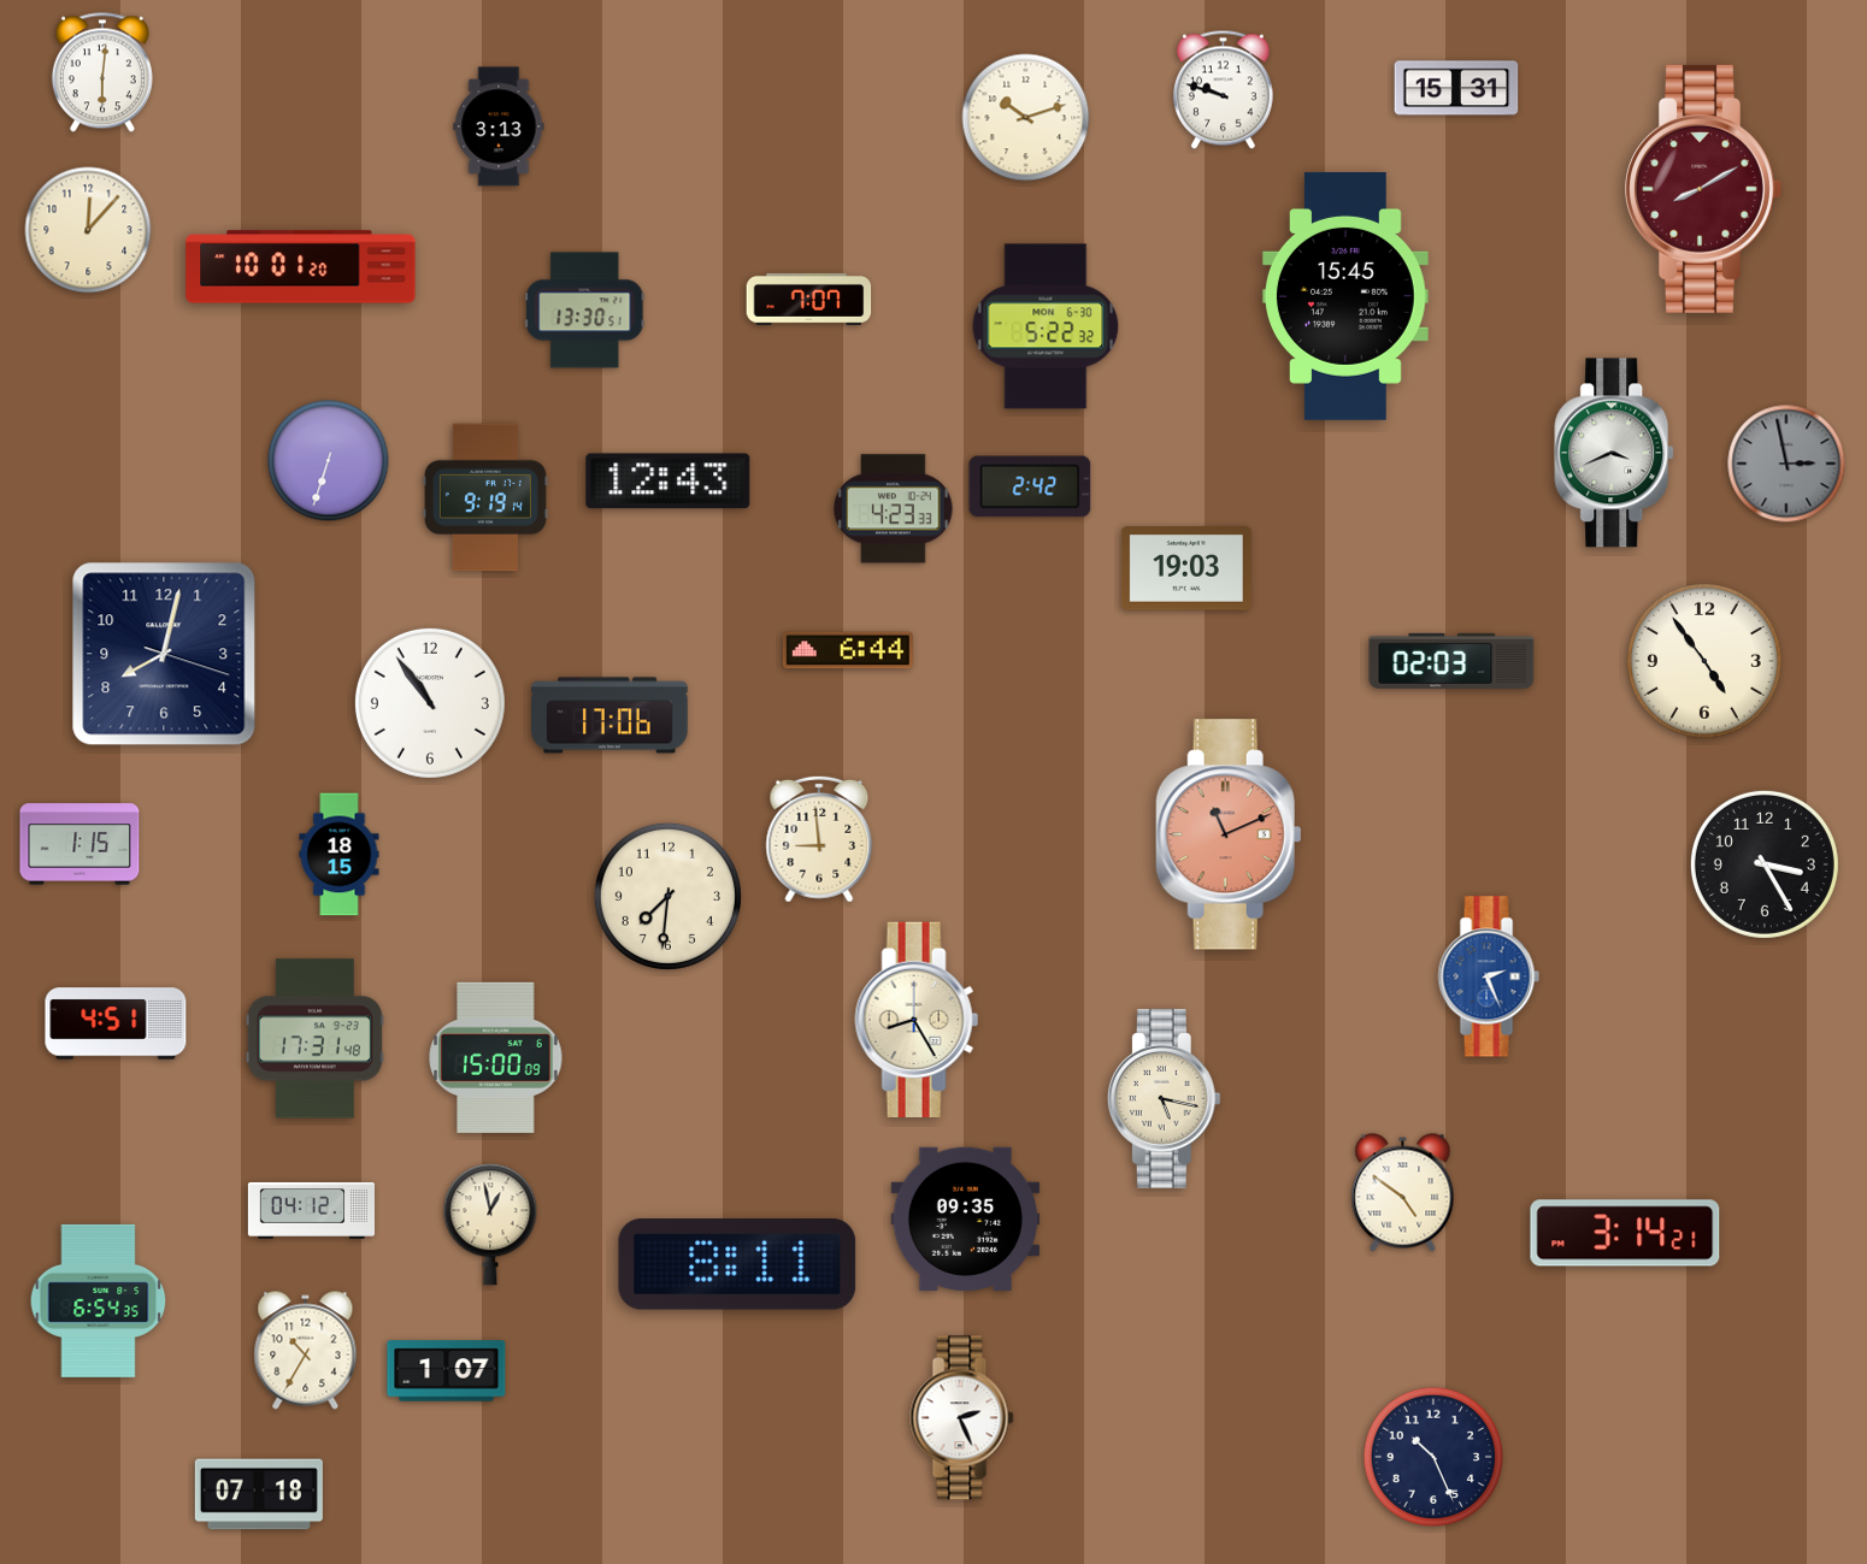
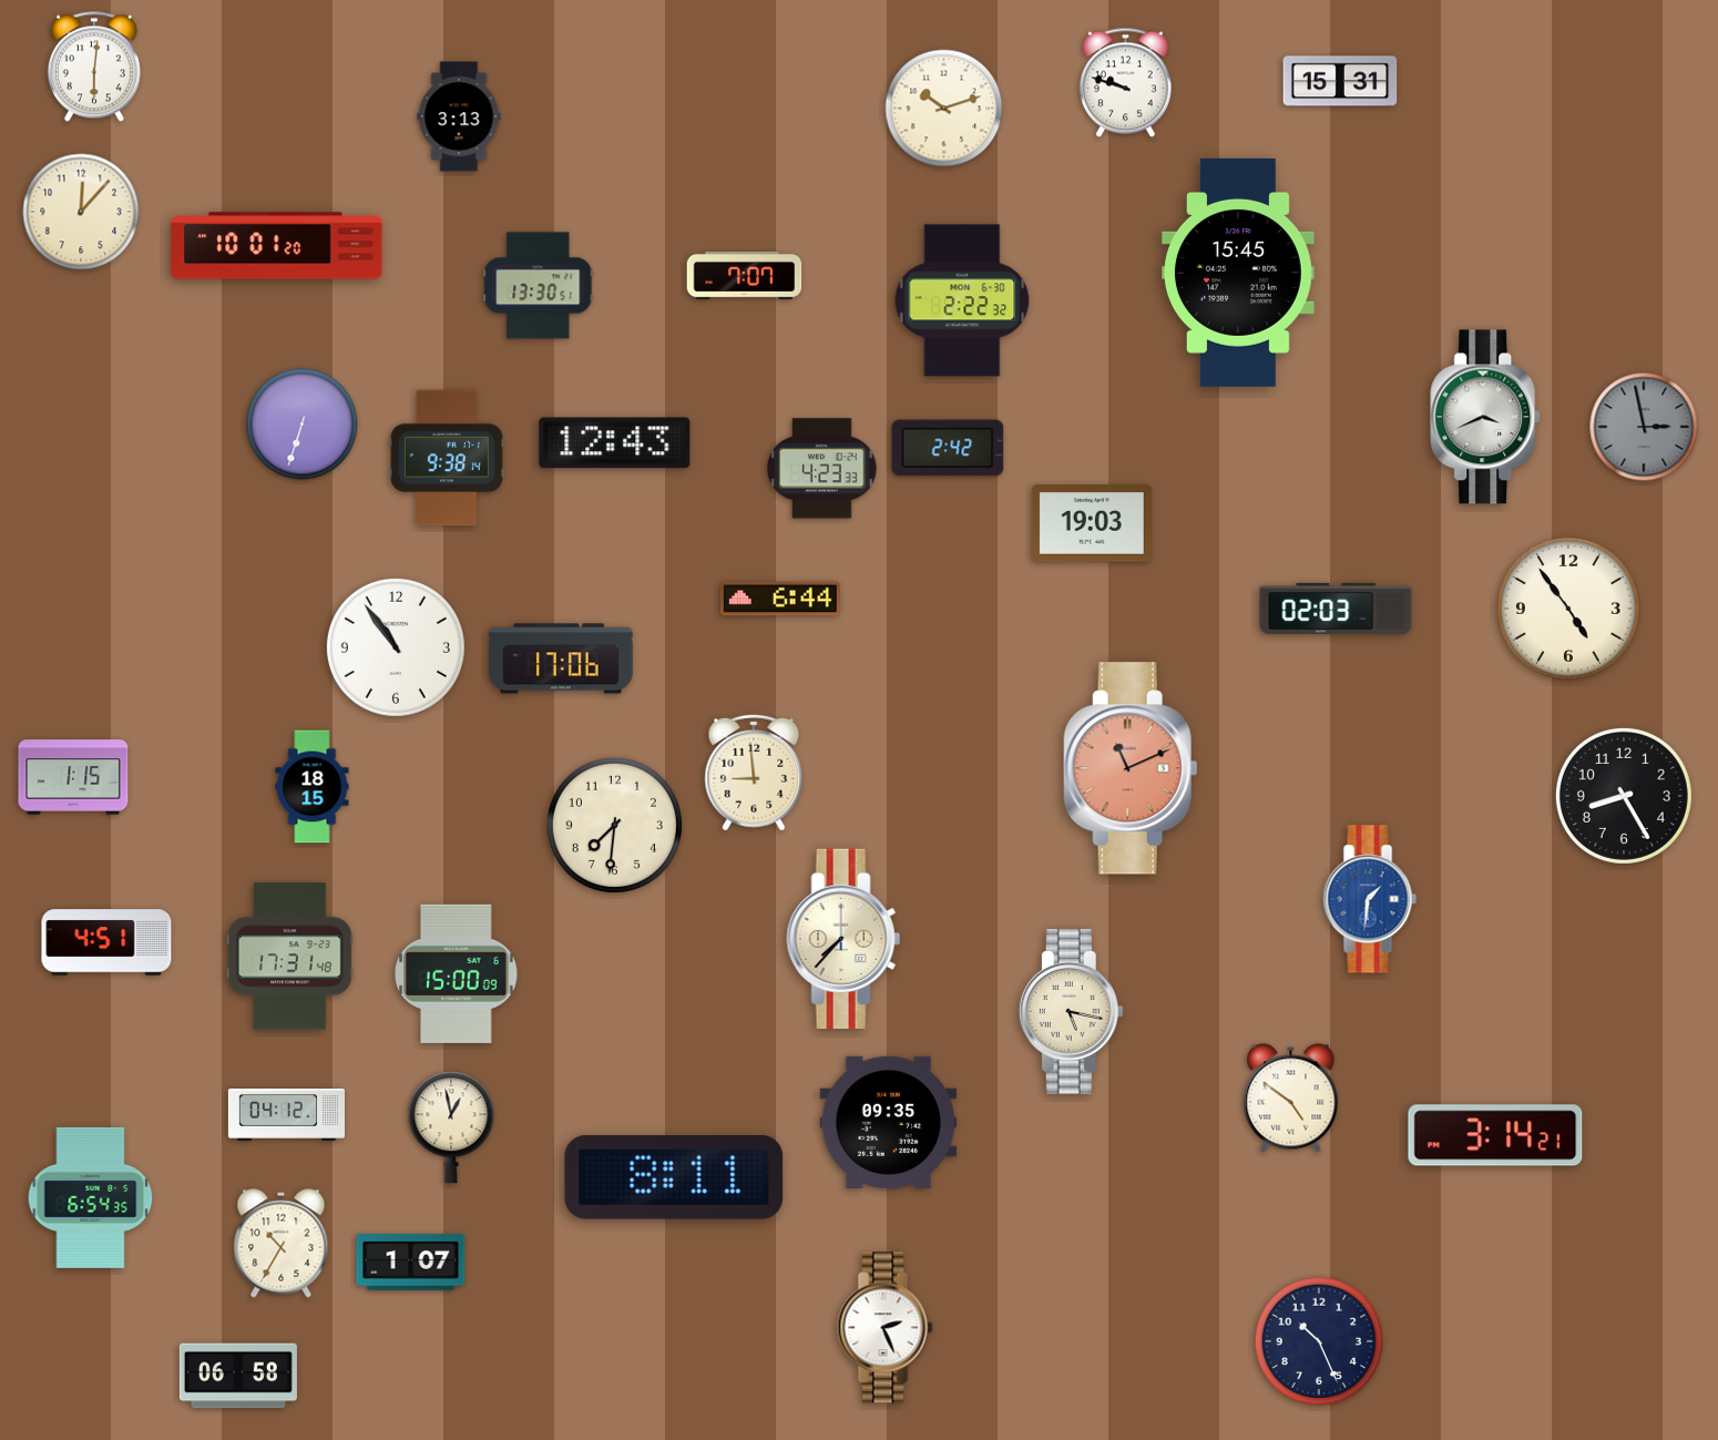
clock at (1703, 189): 8:10 -> none
clock at (1046, 326): 5:22 -> 2:22
clock at (485, 497): 9:19 -> 9:38
clock at (164, 654): 8:02 -> none
clock at (1765, 864): 3:25 -> 8:25
clock at (1489, 976): 2:26 -> 1:31
clock at (917, 1019): 8:25 -> 7:37
clock at (737, 1265) position: (737, 1265) -> (674, 1178)
clock at (962, 1418) position: (962, 1418) -> (886, 1328)
clock at (259, 1494): 07:18 -> 06:58
